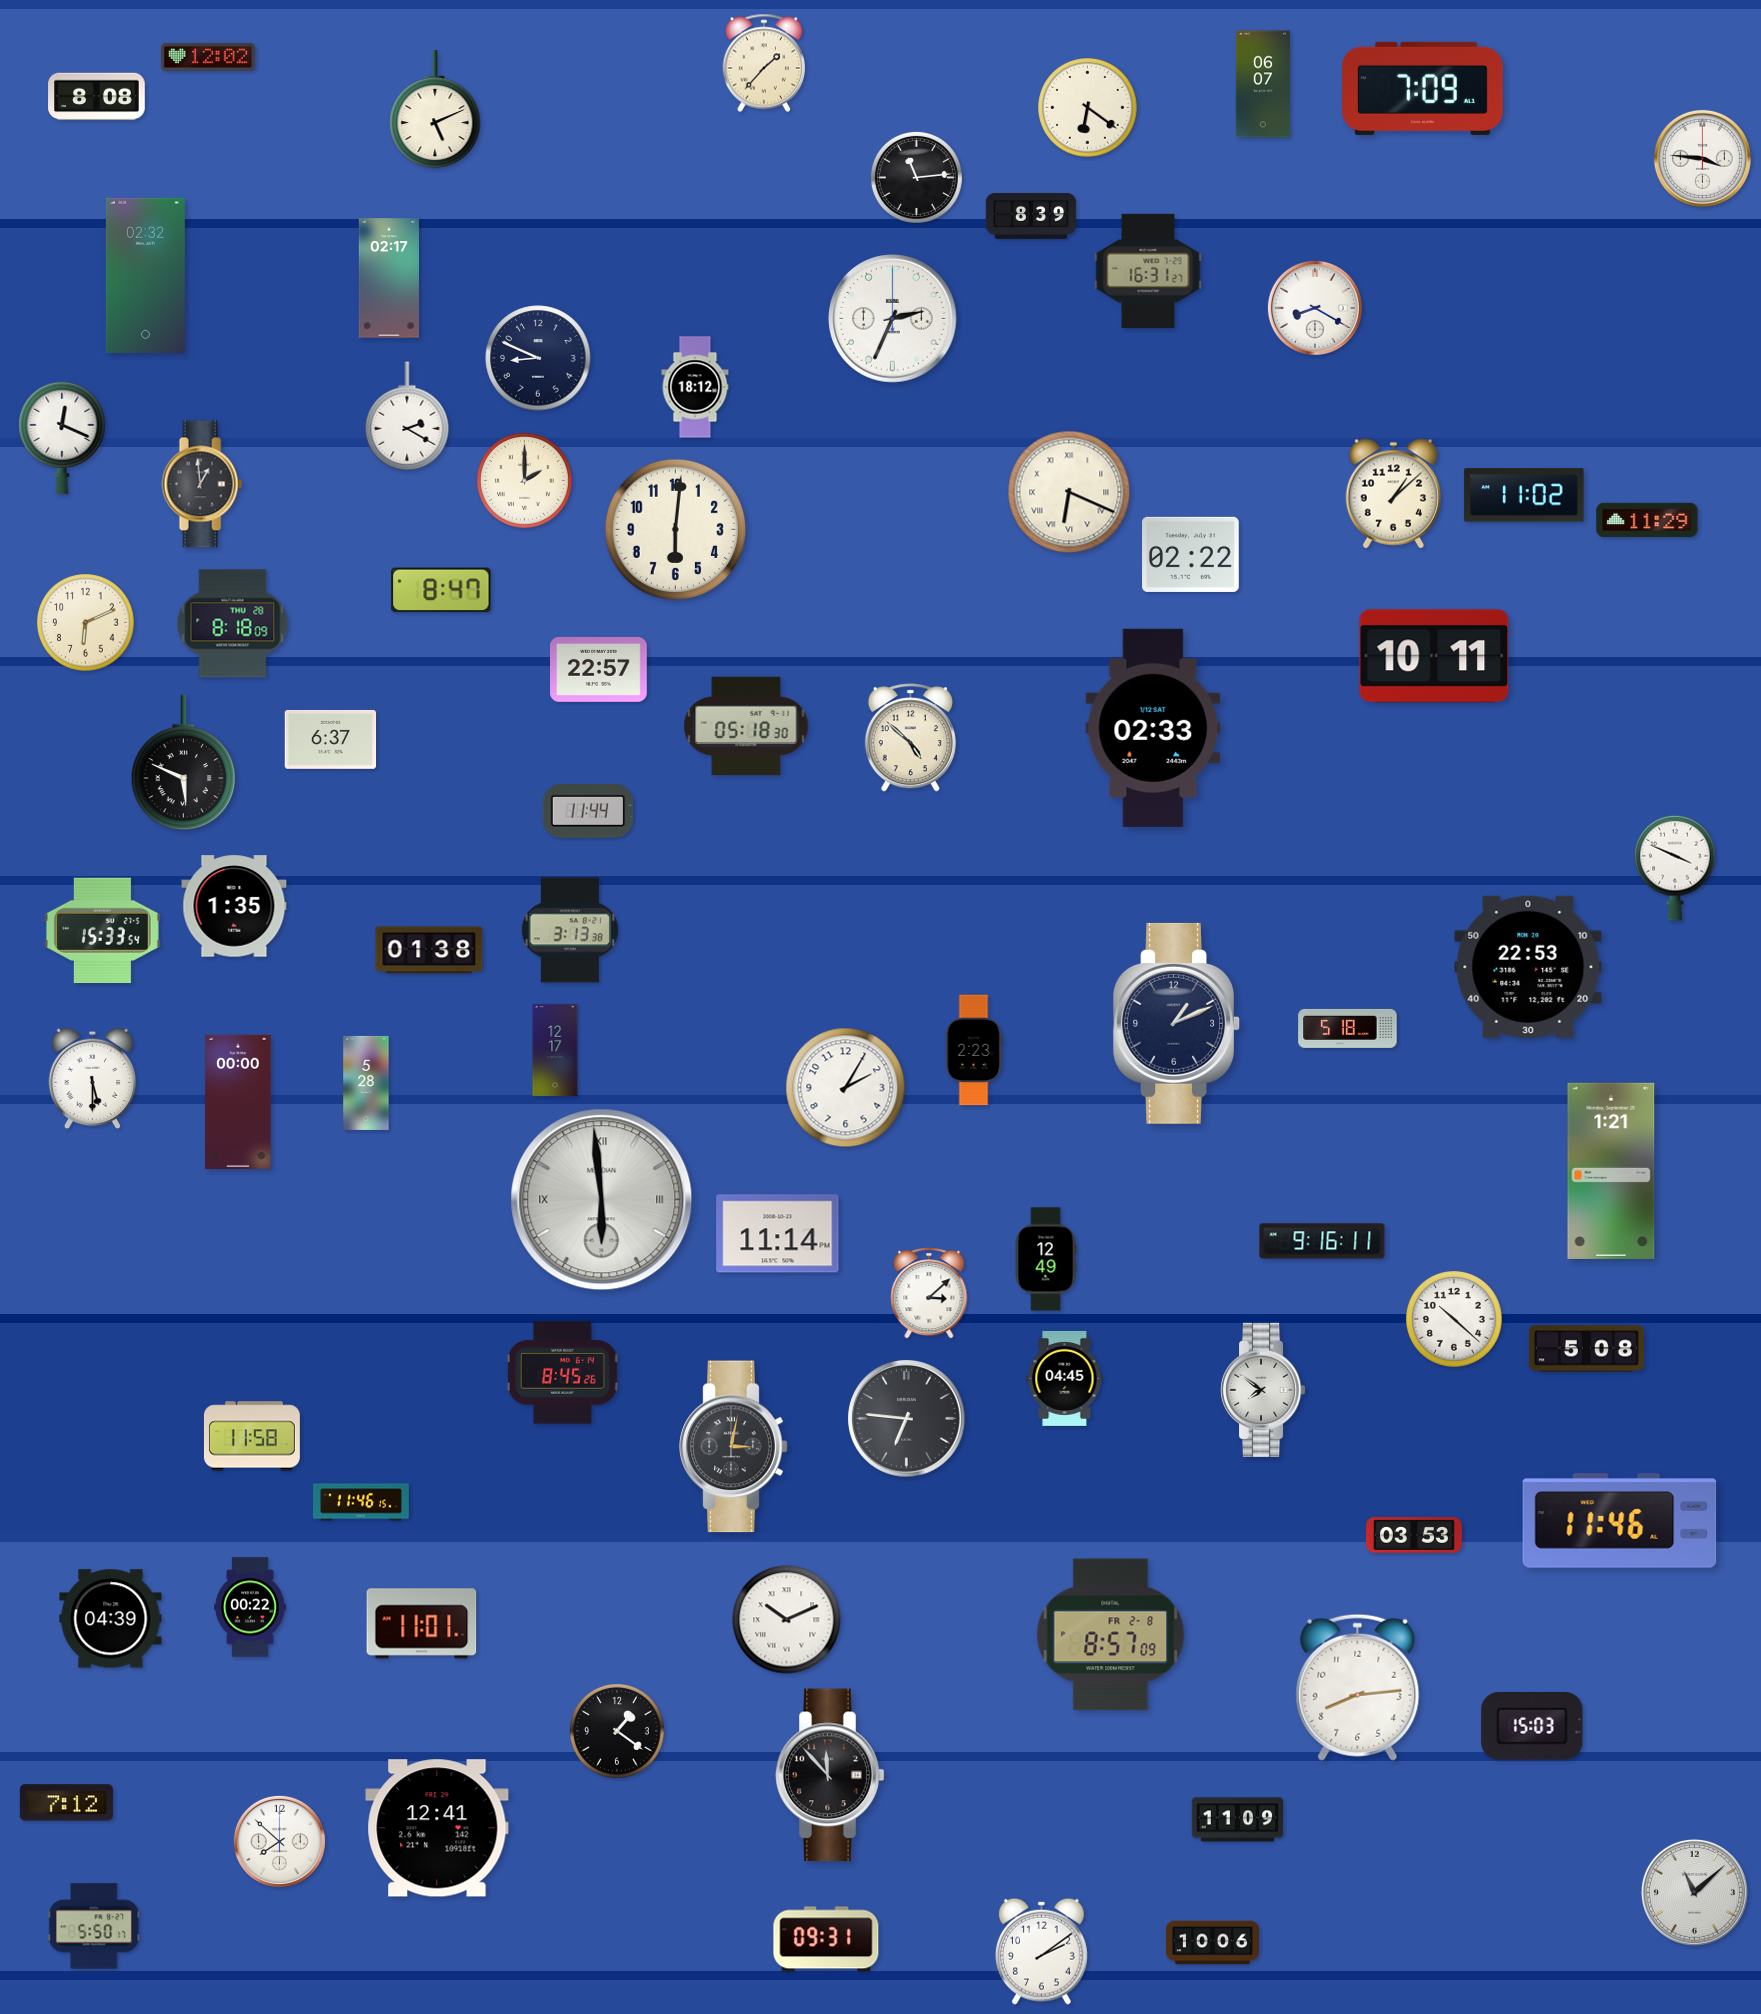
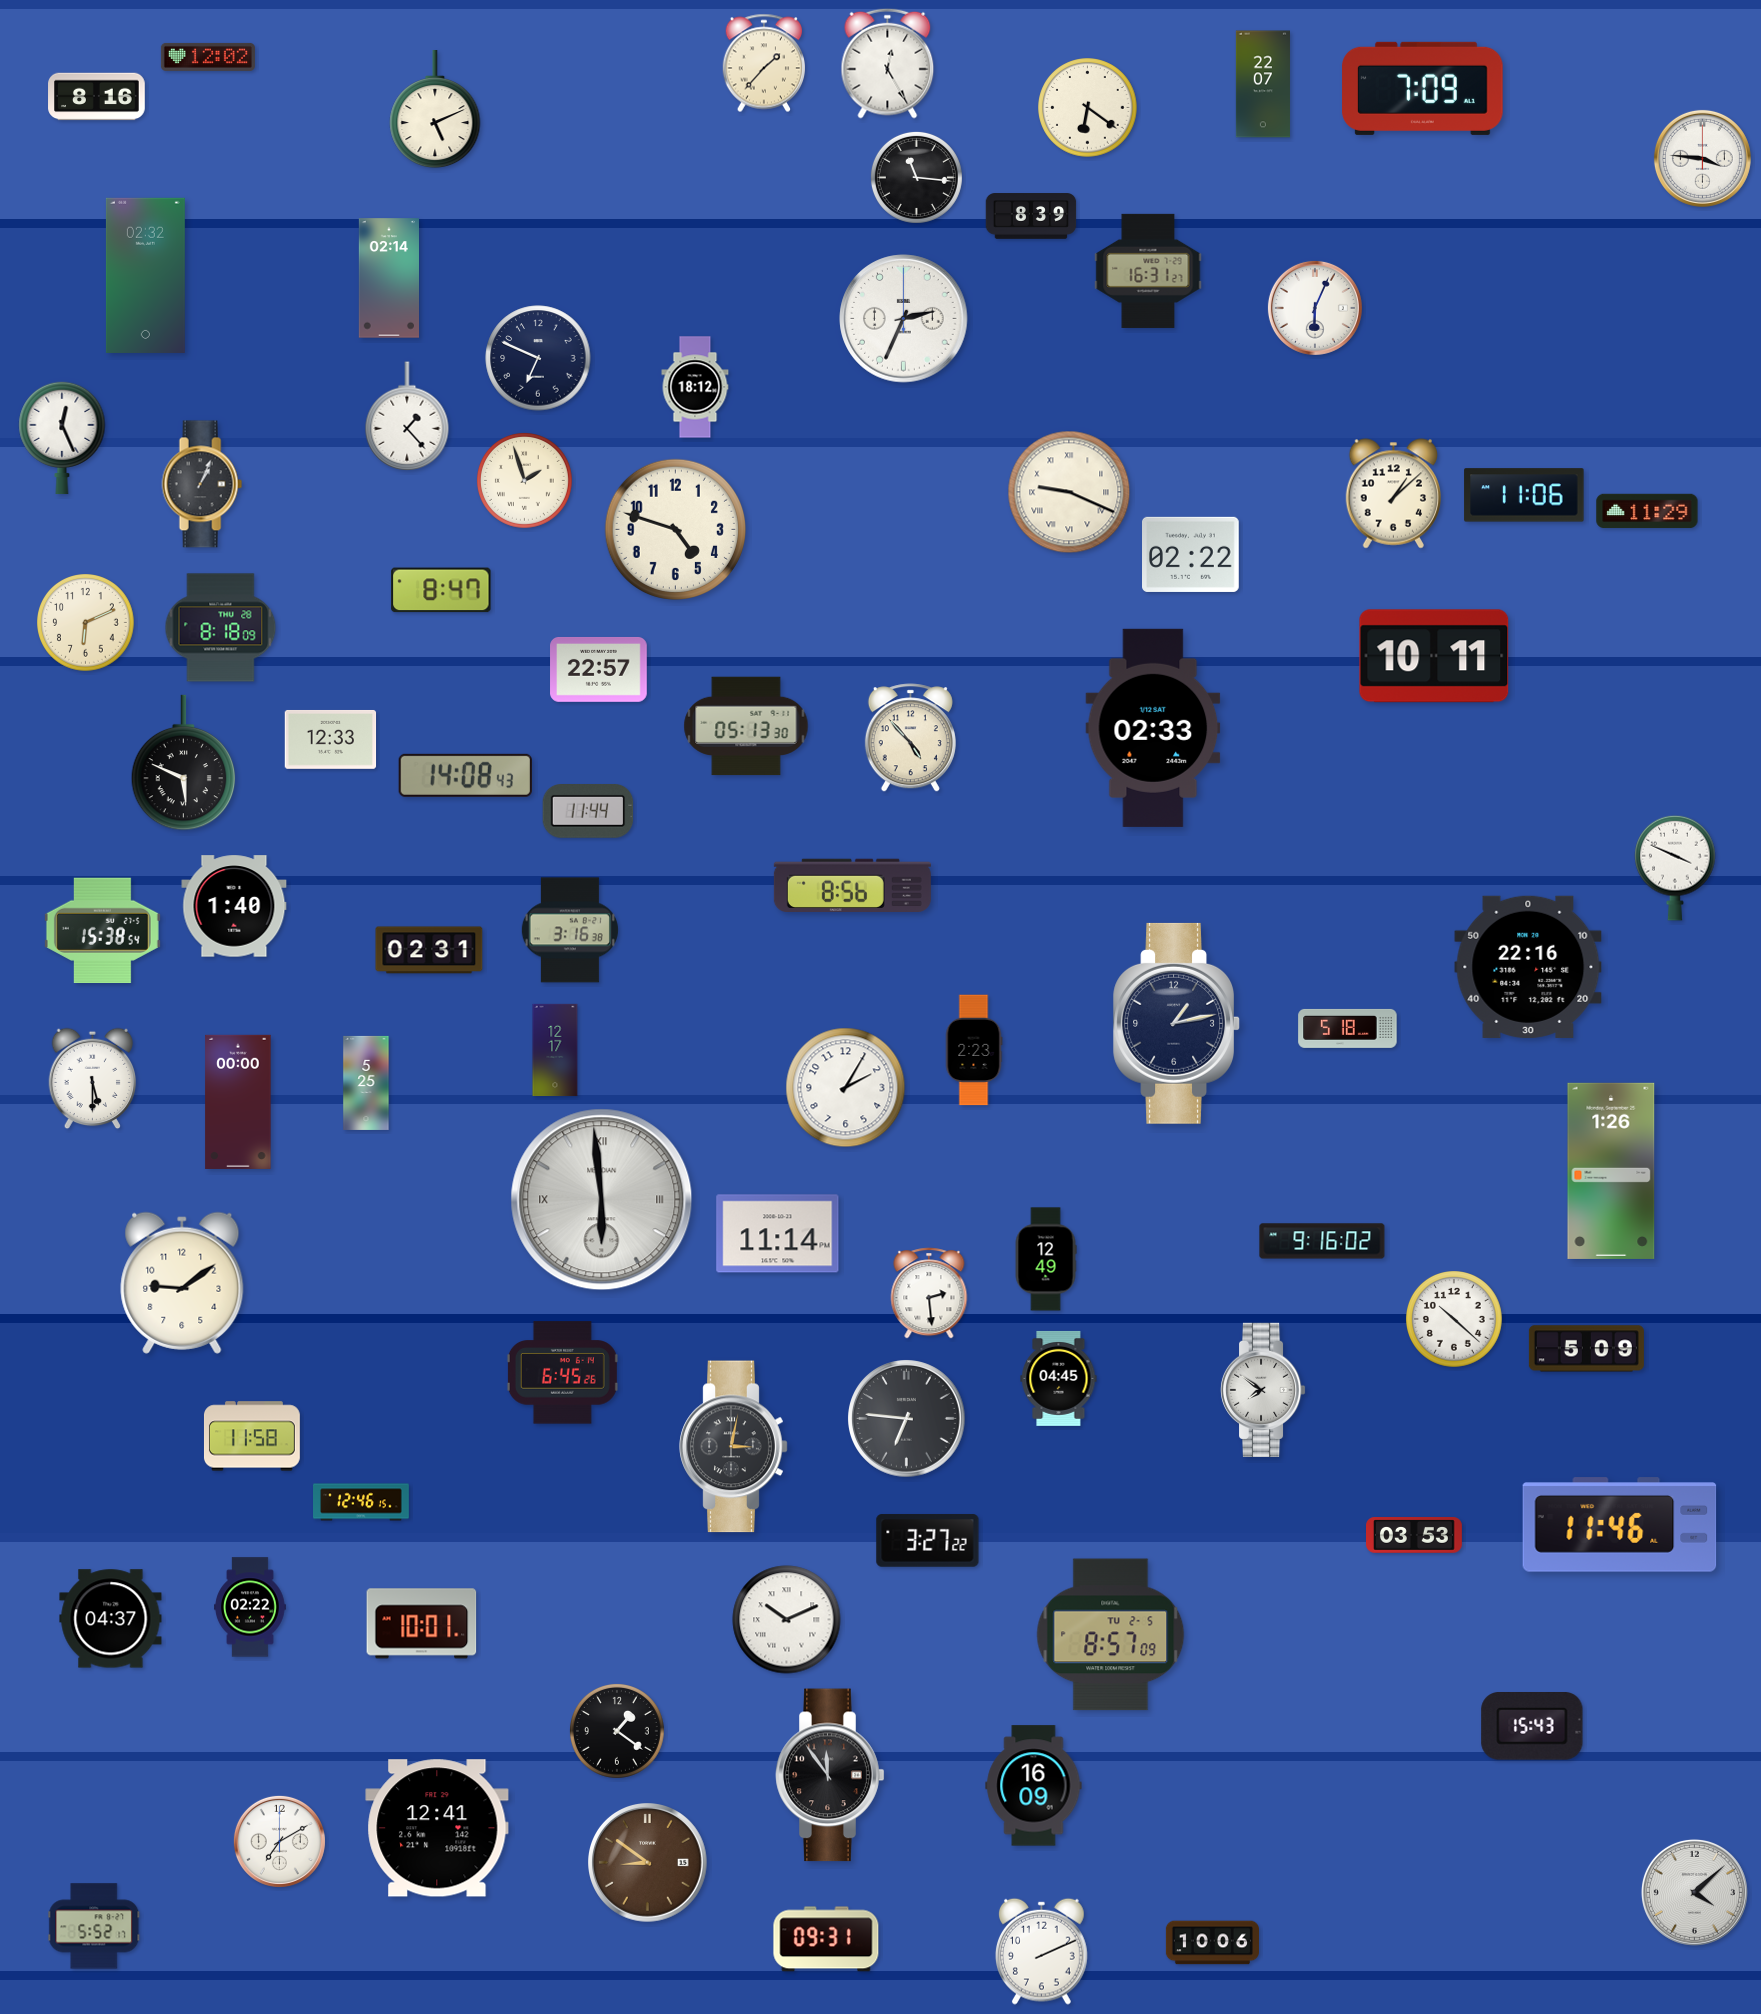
clock at (888, 63): none -> 12:25
clock at (1263, 84): 06:07 -> 22:07
clock at (97, 97): 8:08 -> 8:16
clock at (916, 177): 11:14 -> 11:16
clock at (388, 278): 02:17 -> 02:14
clock at (1315, 308): 8:20 -> 6:04
clock at (893, 319) position: (893, 319) -> (904, 319)
clock at (538, 358): 8:49 -> 6:49
clock at (407, 416): 2:20 -> 1:23
clock at (62, 438): 12:19 -> 12:26
clock at (524, 480): 2:00 -> 1:57
clock at (202, 484): 12:59 -> 1:04
clock at (1069, 492): 6:19 -> 9:19
clock at (1524, 495): 11:02 -> 11:06
clock at (1647, 520) position: (1647, 520) -> (1647, 511)
clock at (675, 529): 6:01 -> 4:48
clock at (233, 624) position: (233, 624) -> (221, 628)
clock at (746, 726): 05:18 -> 05:13
clock at (910, 738): 4:52 -> 4:53
clock at (331, 739): 6:37 -> 12:33
clock at (465, 775): none -> 14:08
clock at (852, 885): none -> 8:56
clock at (234, 906): 1:35 -> 1:40
clock at (570, 930): 3:13 -> 3:16
clock at (102, 931): 15:33 -> 15:38
clock at (429, 950): 01:38 -> 02:31
clock at (1528, 967): 22:53 -> 22:16
clock at (1176, 1023): 1:11 -> 1:13
clock at (366, 1083): 5:28 -> 5:25
clock at (1611, 1171): 1:21 -> 1:26
clock at (1322, 1241): 9:16:11 -> 9:16:02
clock at (182, 1283): none -> 9:09
clock at (929, 1293): 3:08 -> 2:29
clock at (1586, 1349): 5:08 -> 5:09
clock at (562, 1373): 8:45 -> 6:45
clock at (1065, 1378) position: (1065, 1378) -> (1059, 1378)
clock at (362, 1502): 11:46 -> 12:46
clock at (1620, 1521) position: (1620, 1521) -> (1620, 1525)
clock at (928, 1541): none -> 3:27
clock at (251, 1607): 00:22 -> 02:22
clock at (111, 1619): 04:39 -> 04:37
clock at (422, 1624): 11:01 -> 10:01
clock at (1111, 1635) date: FR 2-8 -> TU 2-5
clock at (1358, 1687): 8:14 -> none
clock at (1532, 1727): 15:03 -> 15:43
clock at (830, 1775): 11:53 -> 11:54
clock at (1034, 1786): none -> 16:09
clock at (66, 1803): 7:12 -> none
clock at (1238, 1820): 11:09 -> none
clock at (279, 1841): 7:52 -> 7:10
clock at (648, 1863): none -> 8:51
clock at (1694, 1892): 11:08 -> 4:08
clock at (94, 1926): 5:50 -> 5:52
clock at (1042, 1951): 2:09 -> 2:11
